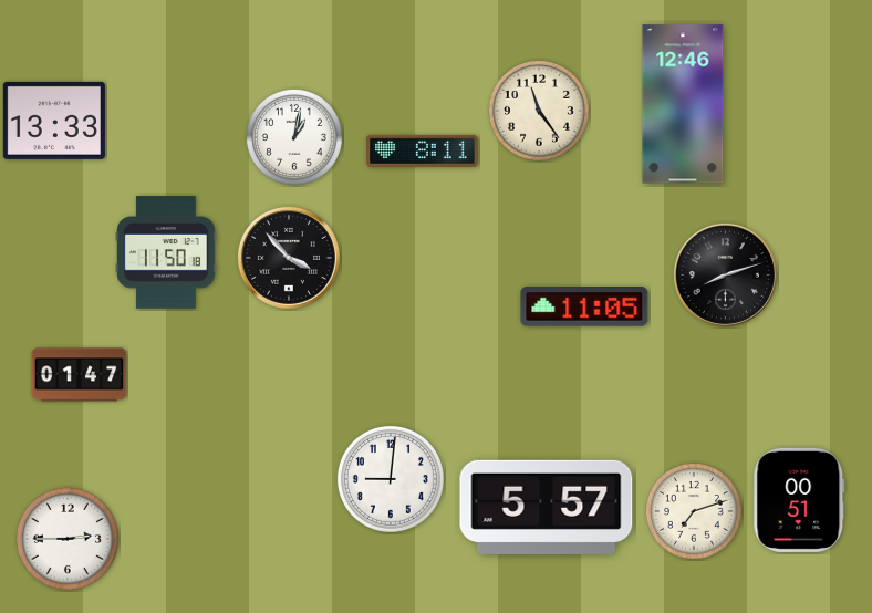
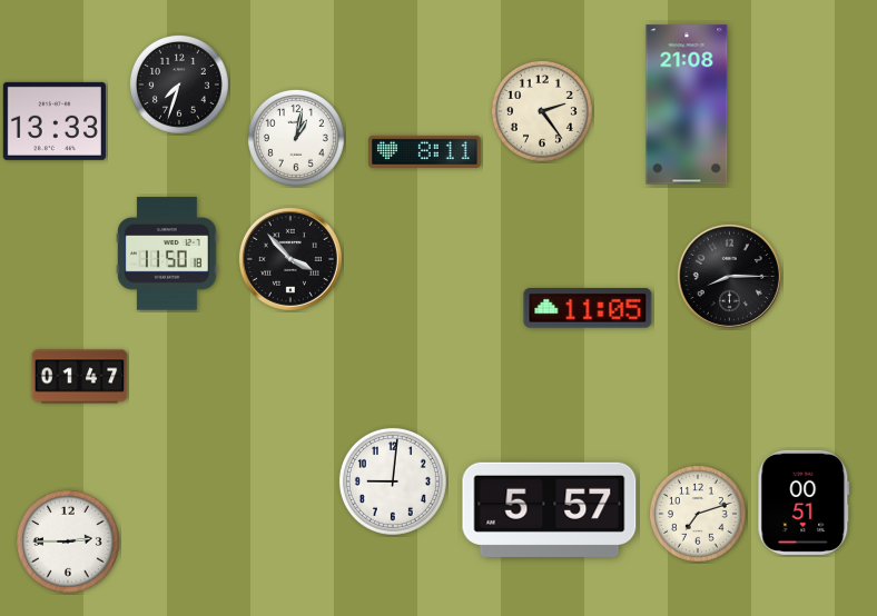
clock at (180, 86): none -> 7:33
clock at (683, 104): 12:46 -> 21:08
clock at (539, 111): 11:24 -> 2:24
clock at (725, 274): 8:12 -> 8:15
